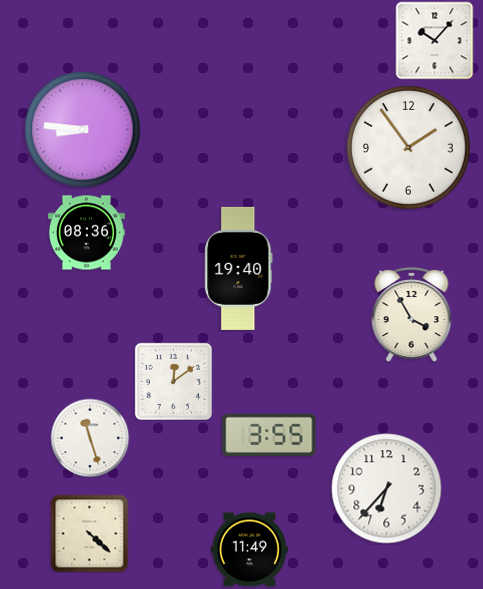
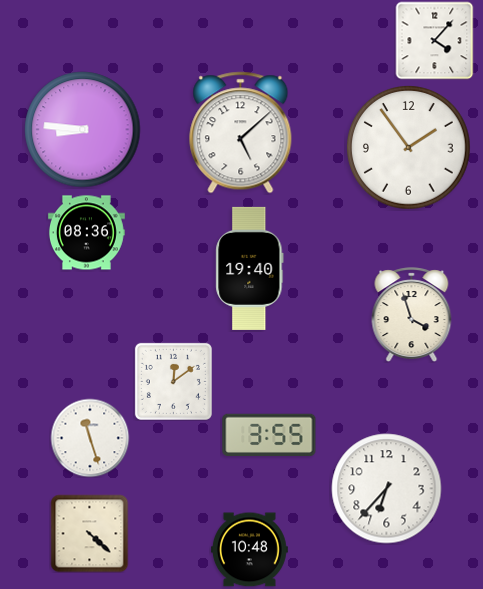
clock at (434, 40): 10:07 -> 4:07
clock at (241, 133): none -> 5:08
clock at (239, 268) position: (239, 268) -> (250, 268)
clock at (412, 314): 3:55 -> 3:57
clock at (249, 550): 11:49 -> 10:48
